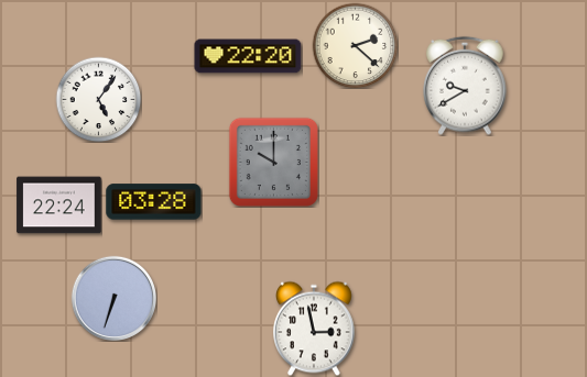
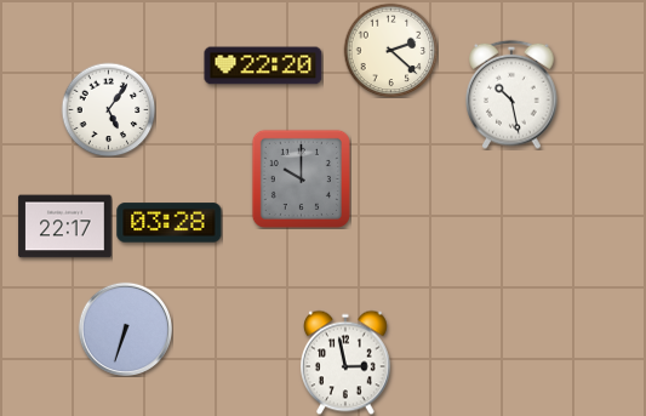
clock at (248, 56) position: (248, 56) -> (263, 65)
clock at (465, 86): 9:40 -> 10:28
clock at (59, 206): 22:24 -> 22:17
